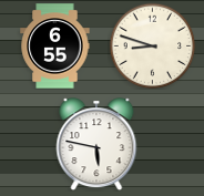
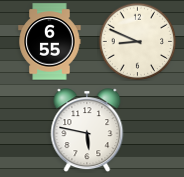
clock at (152, 45): 8:48 -> 8:49
